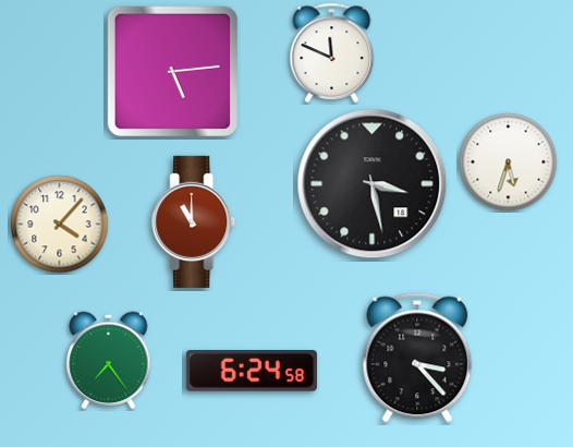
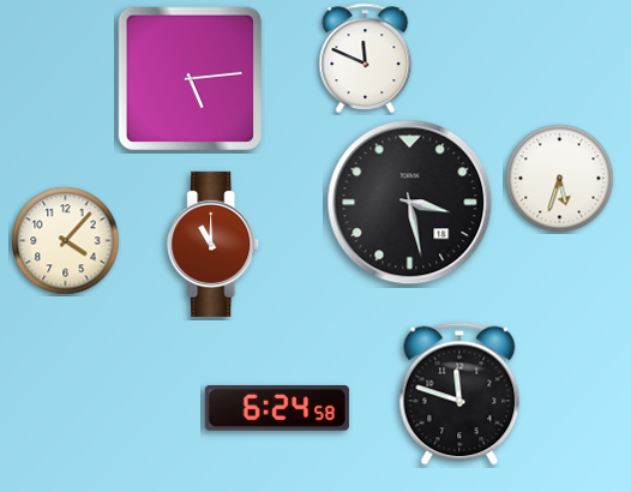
clock at (60, 225) position: (60, 225) -> (66, 241)
clock at (417, 358): 3:23 -> 11:48
clock at (109, 361): 7:24 -> none
